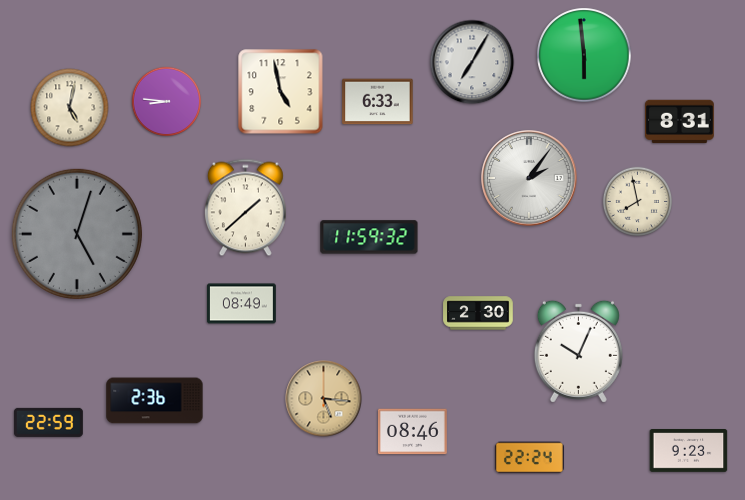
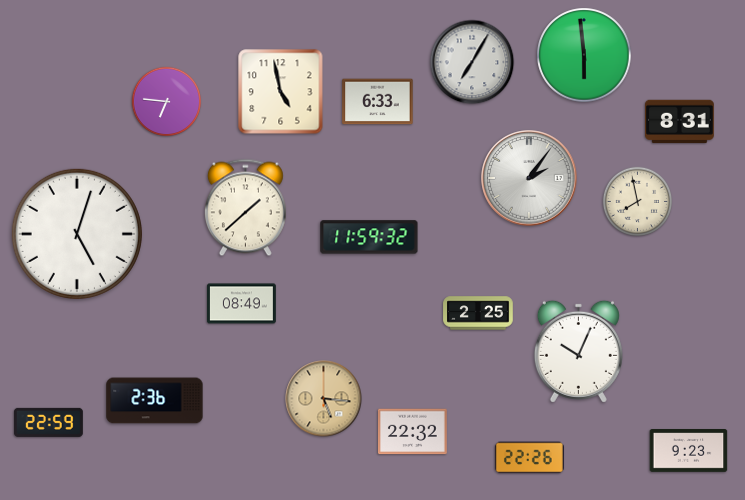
clock at (166, 101): 8:46 -> 6:46
clock at (70, 108): 5:02 -> none
clock at (77, 234) dial: grey -> white
clock at (478, 313): 2:30 -> 2:25
clock at (412, 432): 08:46 -> 22:32
clock at (529, 458): 22:24 -> 22:26
